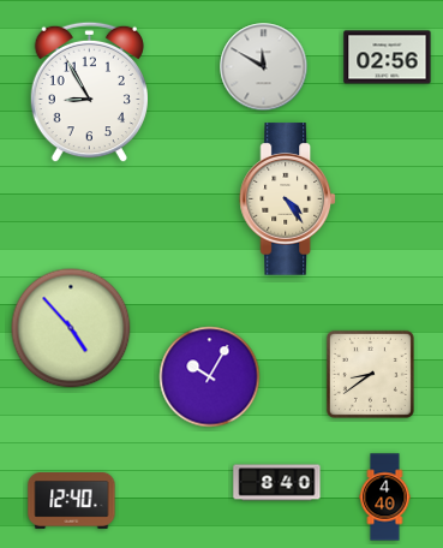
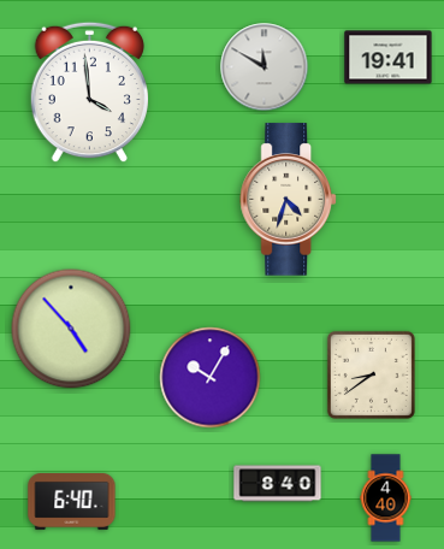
clock at (388, 58): 02:56 -> 19:41
clock at (89, 93): 8:55 -> 3:59
clock at (287, 199): 4:24 -> 4:33
clock at (72, 501): 12:40 -> 6:40
